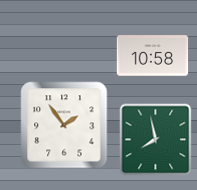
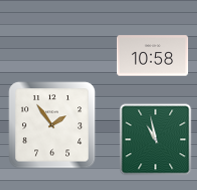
clock at (64, 125) position: (64, 125) -> (52, 125)
clock at (156, 140): 7:58 -> 10:58
